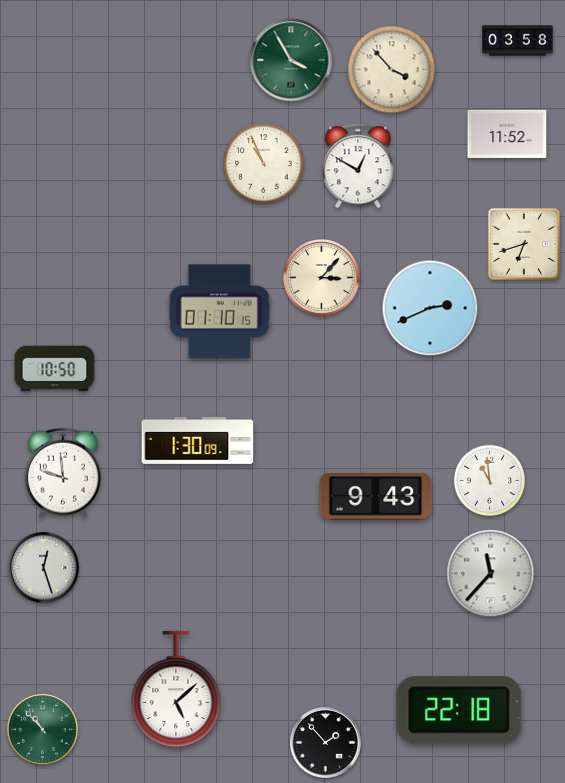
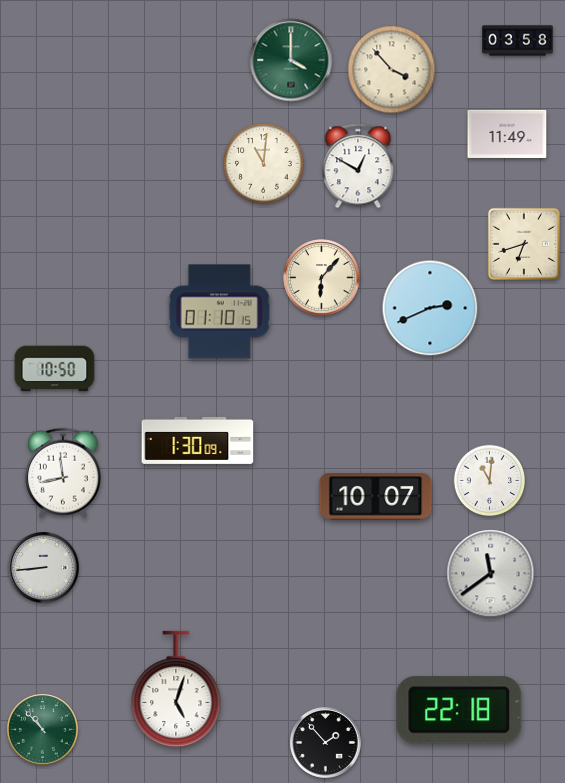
clock at (291, 60): 3:55 -> 4:00
clock at (507, 134): 11:52 -> 11:49
clock at (264, 164): 10:56 -> 11:01
clock at (322, 278): 3:07 -> 6:07
clock at (63, 473): 11:48 -> 11:43
clock at (490, 481): 10:59 -> 11:01
clock at (376, 497): 9:43 -> 10:07
clock at (44, 568): 12:27 -> 8:44
clock at (491, 574): 11:37 -> 11:39
clock at (176, 689): 5:08 -> 5:03
